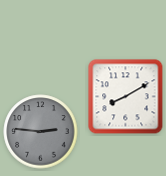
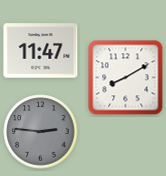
clock at (41, 51): none -> 11:47
clock at (126, 97) position: (126, 97) -> (126, 78)
